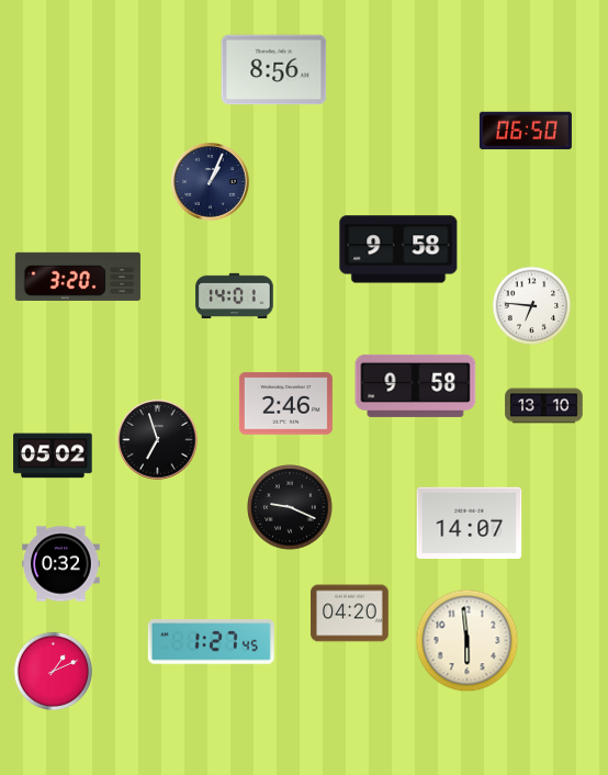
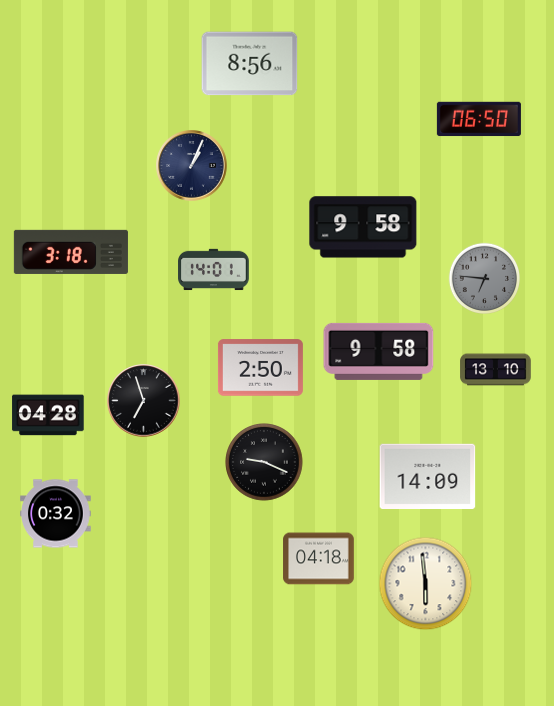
clock at (78, 277): 3:20 -> 3:18
clock at (531, 305) dial: white -> grey
clock at (285, 404): 2:46 -> 2:50
clock at (53, 456): 05:02 -> 04:28
clock at (470, 523): 14:07 -> 14:09
clock at (350, 614): 04:20 -> 04:18
clock at (211, 642): 1:27 -> none
clock at (53, 671): 1:11 -> none
